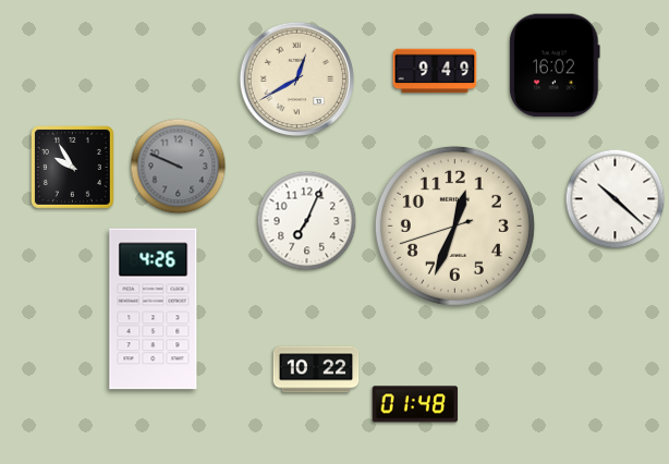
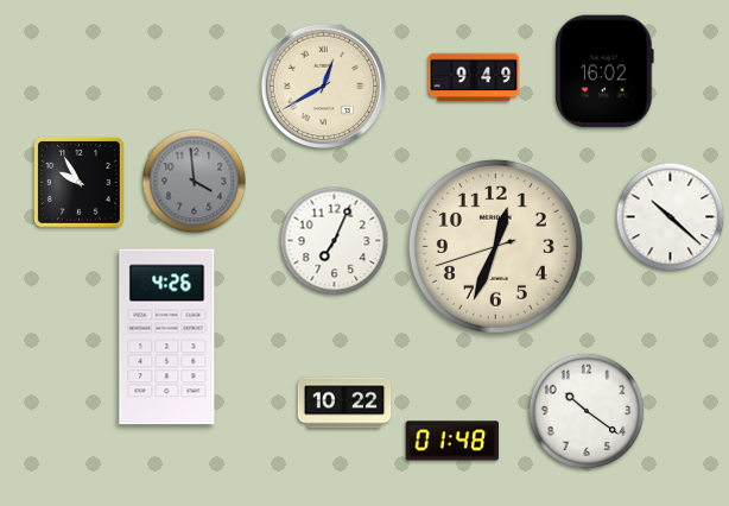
clock at (179, 167): 9:49 -> 3:59
clock at (587, 411): none -> 10:21
